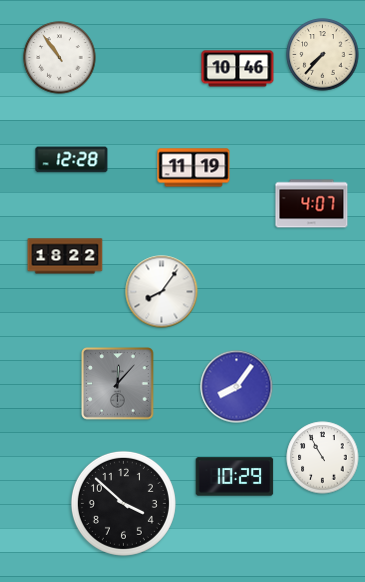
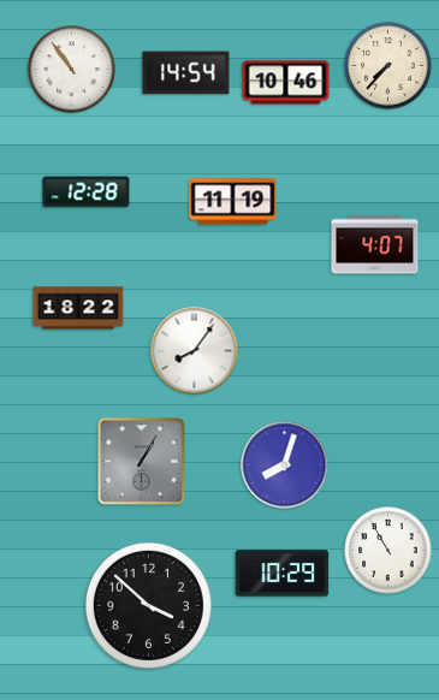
clock at (186, 73): none -> 14:54
clock at (118, 384): 12:07 -> 1:05
clock at (237, 387): 8:06 -> 8:03
